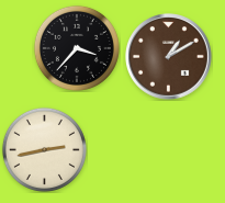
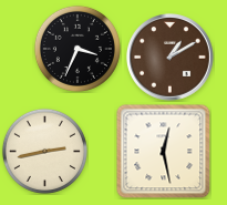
clock at (77, 48): 3:37 -> 3:34
clock at (164, 152): none -> 12:28
